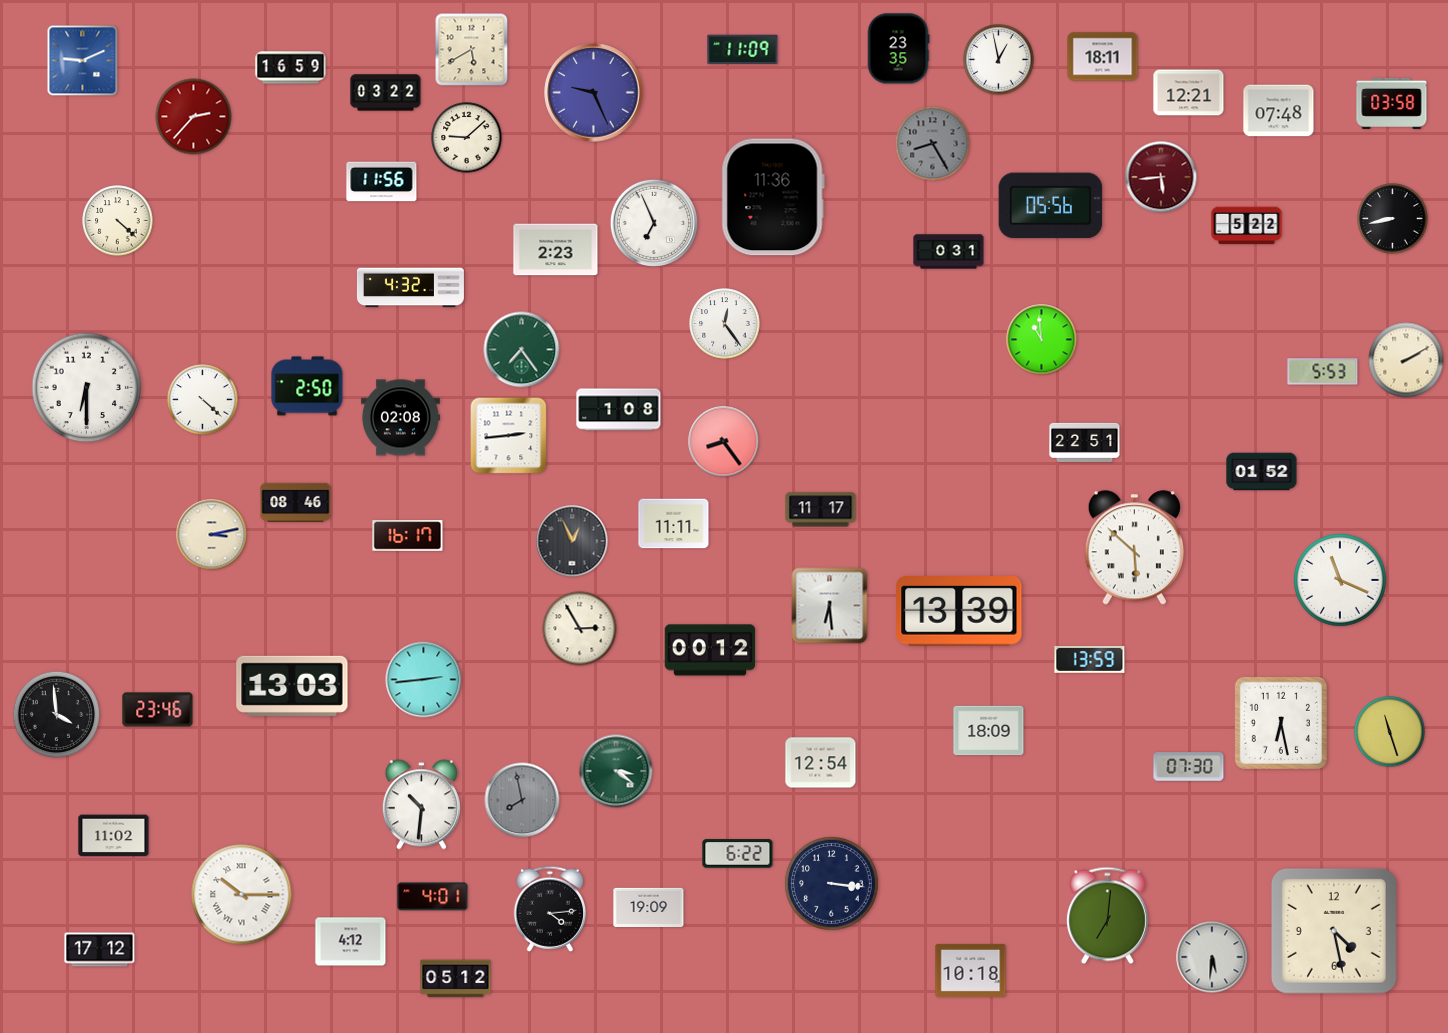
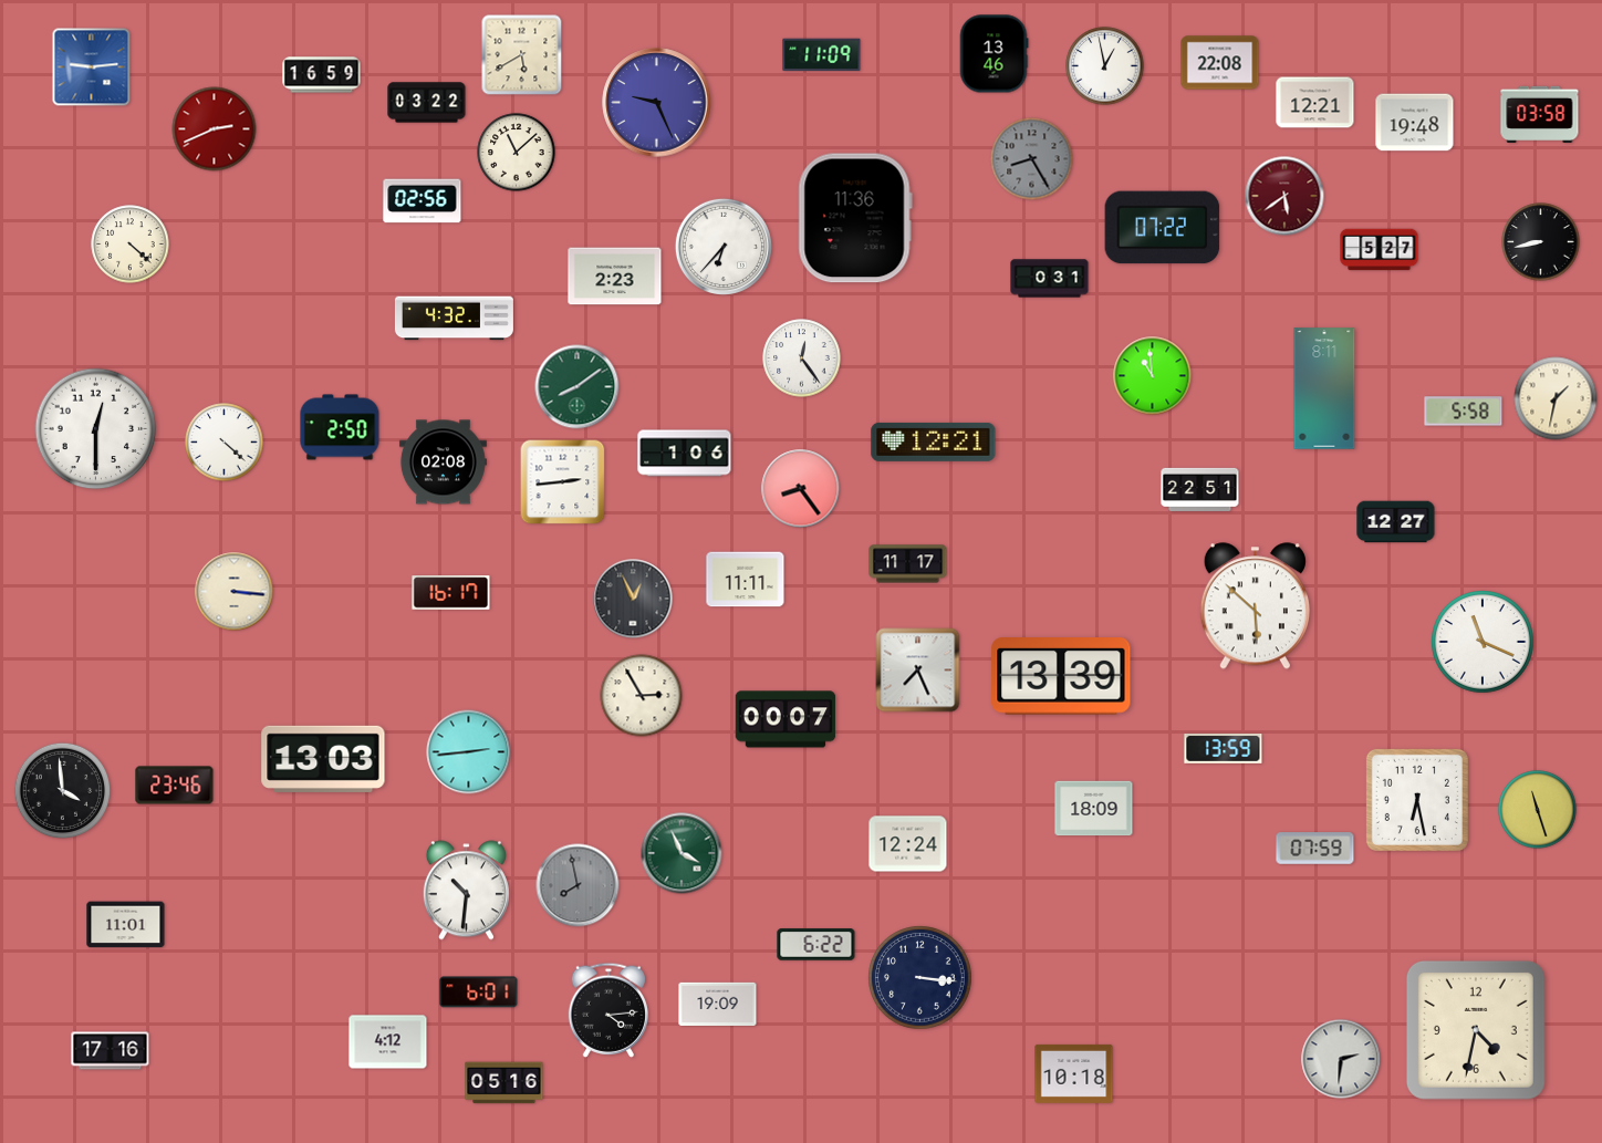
clock at (898, 49): 23:35 -> 13:46
clock at (1103, 57): 18:11 -> 22:08
clock at (83, 61): 9:11 -> 9:14
clock at (1279, 111): 07:48 -> 19:48
clock at (194, 117): 2:37 -> 2:41
clock at (467, 138): 9:08 -> 11:08
clock at (1161, 177): 5:44 -> 5:39
clock at (382, 182): 11:56 -> 02:56
clock at (1051, 206): 05:56 -> 07:22
clock at (654, 222): 6:56 -> 6:37
clock at (1247, 226): 5:22 -> 5:27
clock at (522, 350): 7:24 -> 8:09
clock at (1324, 388): none -> 8:11
clock at (1406, 360): 2:10 -> 1:32
clock at (1323, 372): 5:53 -> 5:58
clock at (87, 388): 6:30 -> 12:30
clock at (934, 441): none -> 12:21
clock at (619, 410): 1:08 -> 1:06
clock at (1262, 472): 01:52 -> 12:27
clock at (296, 503): 08:46 -> none
clock at (212, 535): 3:13 -> 3:16
clock at (830, 606): 6:29 -> 7:26
clock at (710, 650): 00:12 -> 00:07
clock at (1090, 659) position: (1090, 659) -> (1224, 748)
clock at (821, 763): 12:54 -> 12:24
clock at (1189, 767): 07:30 -> 07:59
clock at (616, 771): 3:21 -> 3:56
clock at (114, 836): 11:02 -> 11:01
clock at (242, 895): 10:15 -> none
clock at (433, 897): 4:01 -> 6:01
clock at (549, 909) position: (549, 909) -> (607, 1010)
clock at (1107, 916): 7:01 -> none
clock at (1334, 931): 4:28 -> 4:32
clock at (100, 950): 17:12 -> 17:16
clock at (1212, 957): 5:31 -> 2:31
clock at (456, 979): 05:12 -> 05:16
